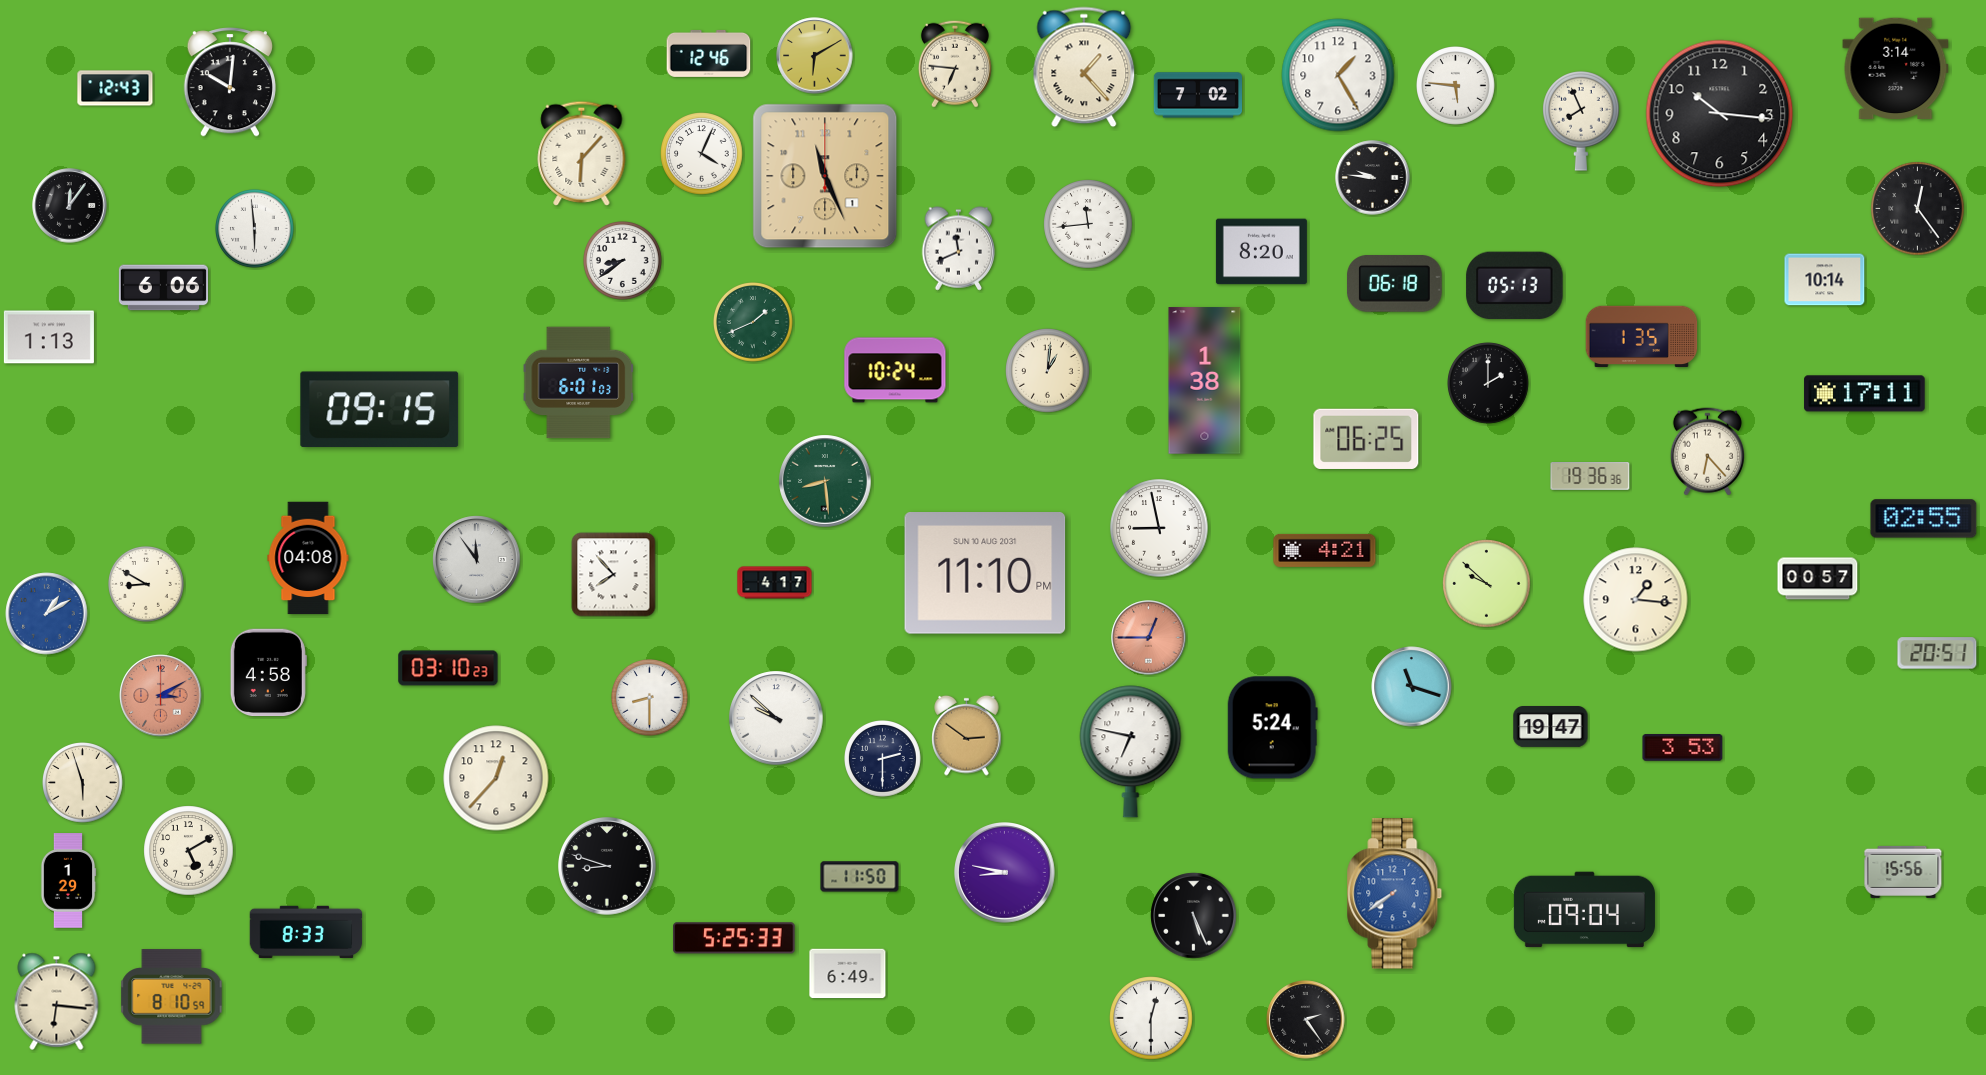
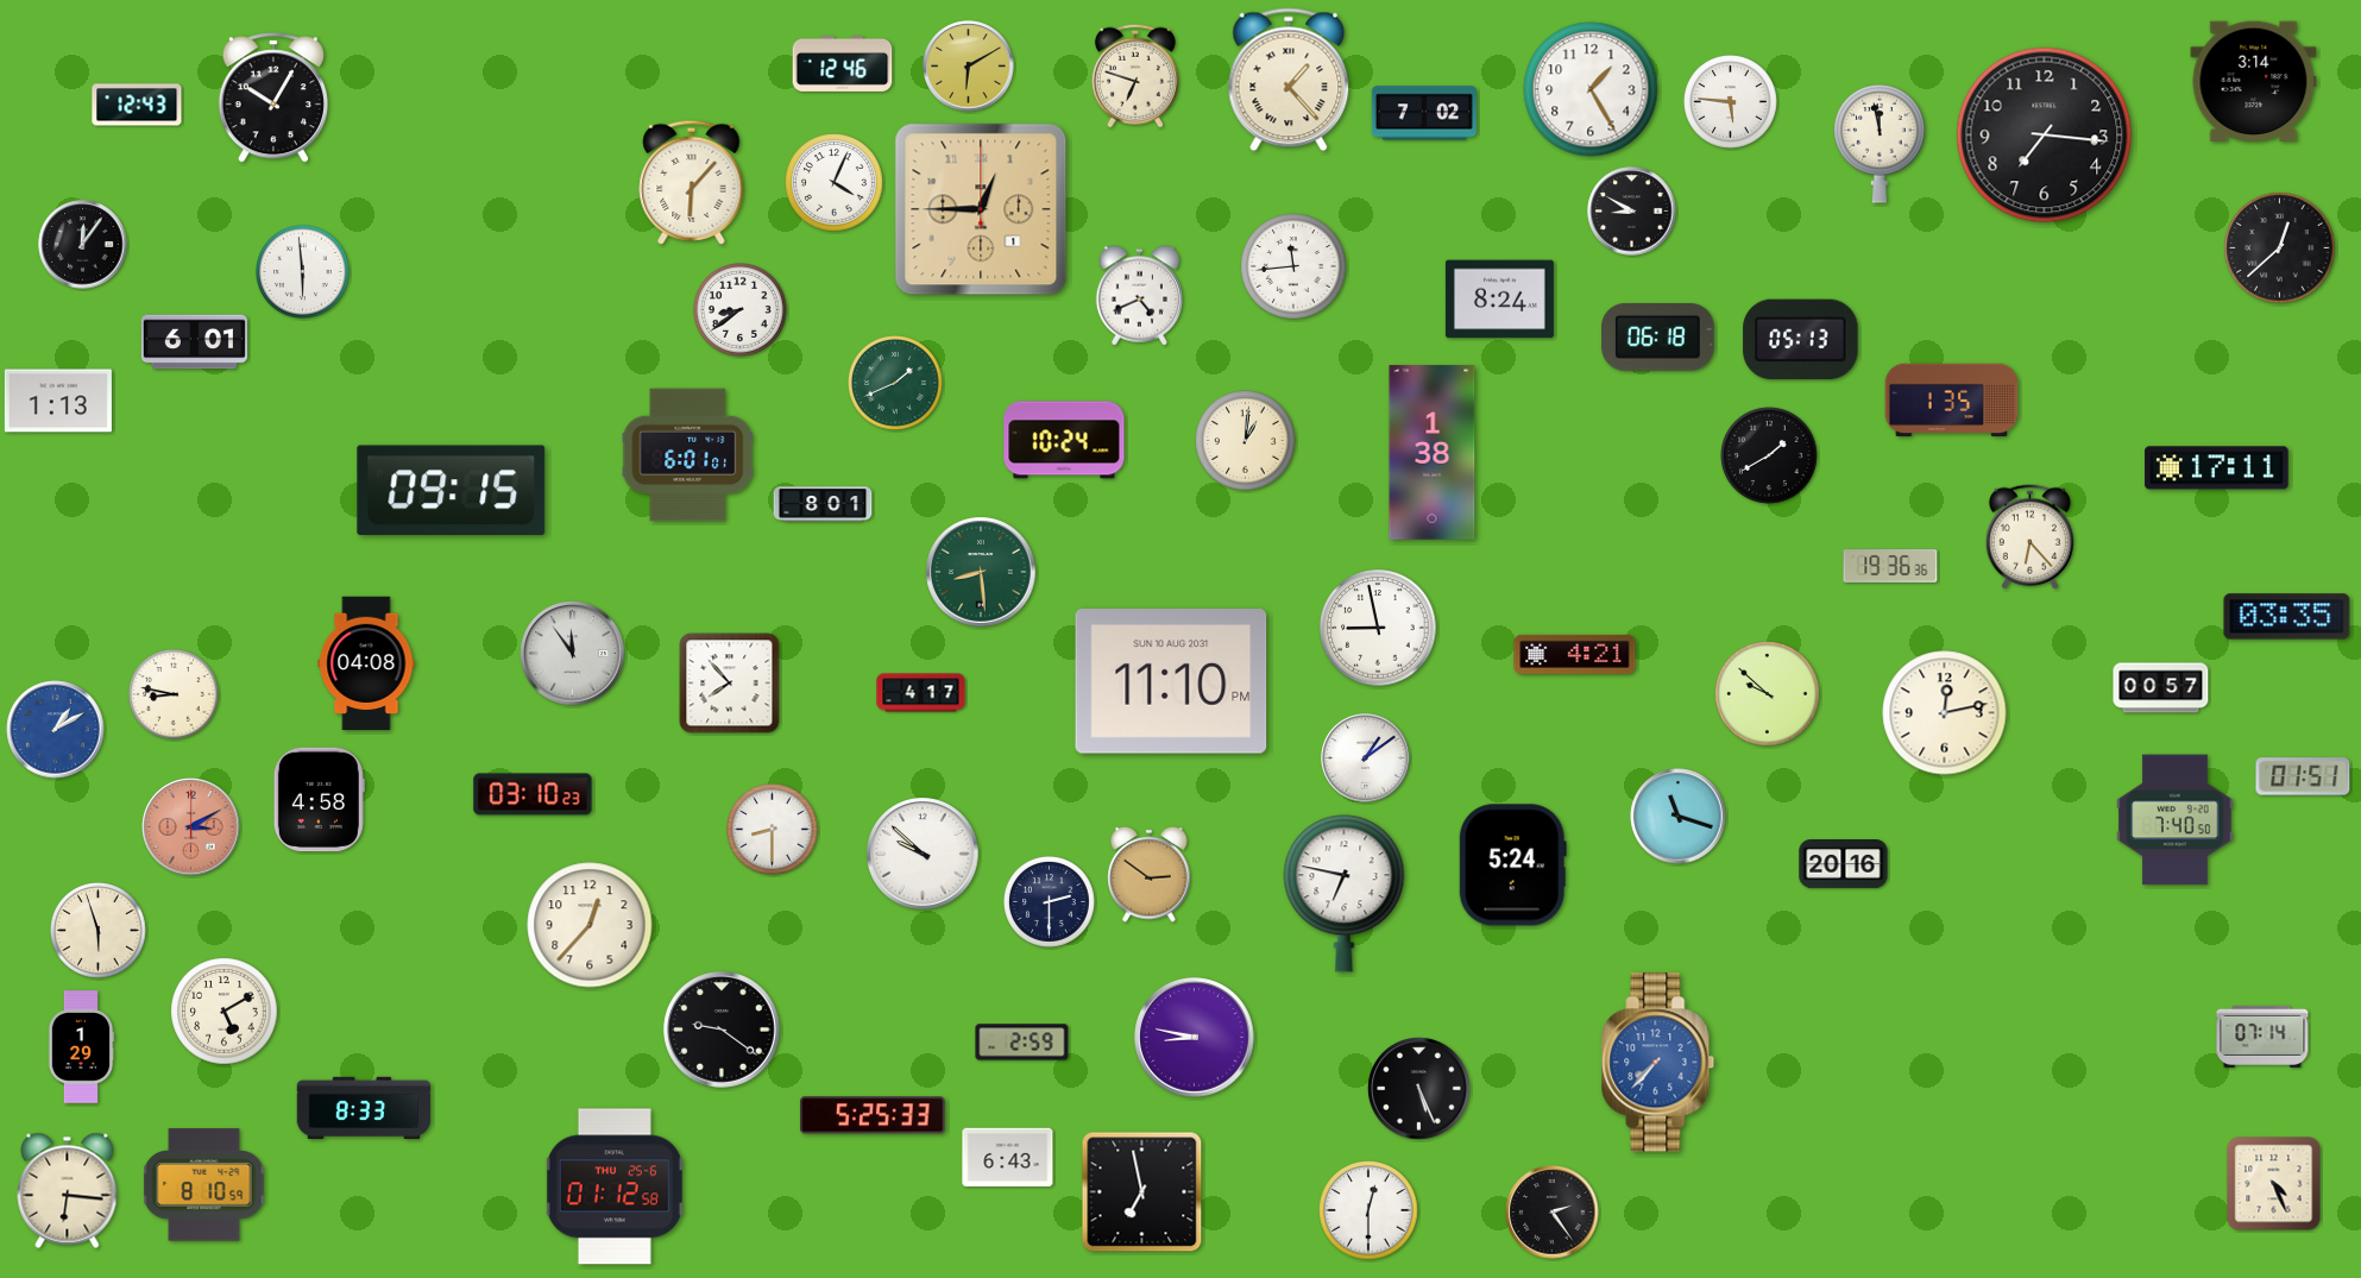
clock at (955, 64): 6:46 -> 6:48
clock at (230, 82): 10:01 -> 10:05
clock at (1720, 114): 10:16 -> 7:16
clock at (1581, 121): 7:56 -> 11:58
clock at (825, 176): 11:26 -> 12:45
clock at (1373, 178): 9:46 -> 8:50
clock at (1918, 209): 12:24 -> 12:38
clock at (959, 249): 11:41 -> 4:41
clock at (1261, 252): 8:20 -> 8:24
clock at (1825, 280): 10:14 -> none
clock at (163, 288): 6:06 -> 6:01
clock at (579, 383): 6:01:03 -> 6:01:01
clock at (1488, 383): 2:00 -> 1:40
clock at (380, 409) position: (380, 409) -> (452, 490)
clock at (823, 504): none -> 8:01
clock at (1366, 439): 06:25 -> none
clock at (1924, 519): 02:55 -> 03:35
clock at (477, 560) position: (477, 560) -> (573, 654)
clock at (147, 585): 8:50 -> 8:47
clock at (1636, 600): 1:16 -> 12:13
clock at (1149, 638): 12:45 -> 1:09
clock at (1149, 638) dial: salmon -> white
clock at (1937, 653): 20:51 -> 01:51
clock at (2176, 820): none -> 7:40
clock at (1551, 727): 19:47 -> 20:16
clock at (1683, 748): 3:53 -> none
clock at (607, 866): 8:48 -> 9:21
clock at (1903, 872): 15:56 -> 07:14
clock at (860, 877): 11:50 -> 2:59
clock at (1395, 894): 7:39 -> 7:37
clock at (1584, 910): 09:04 -> none
clock at (848, 974): 6:49 -> 6:43
clock at (2274, 1184): none -> 4:26
clock at (615, 1186): none -> 01:12
clock at (1142, 1192): none -> 6:58
